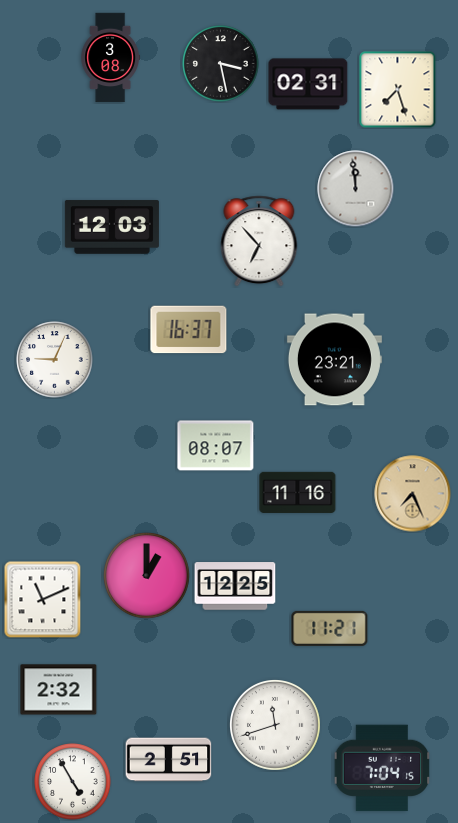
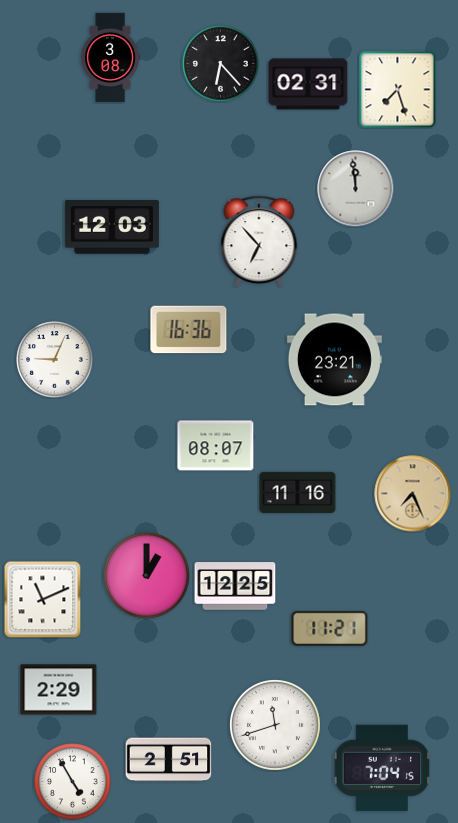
clock at (221, 64): 3:28 -> 6:23
clock at (189, 330): 16:37 -> 16:36
clock at (59, 690): 2:32 -> 2:29
